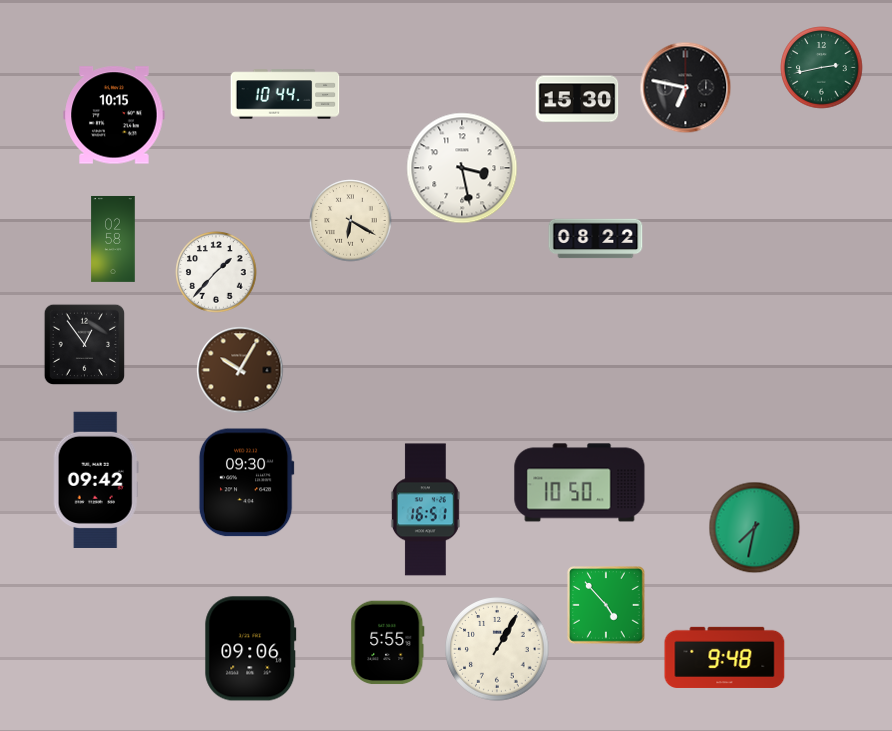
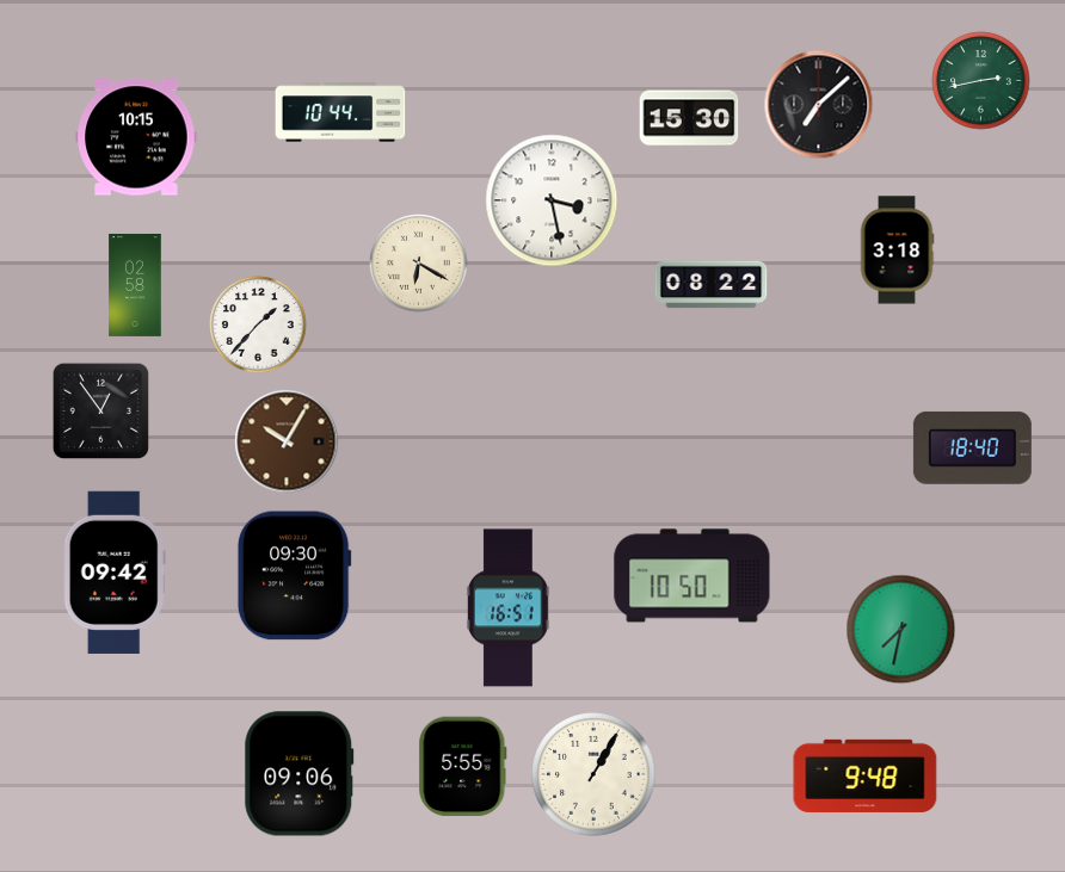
clock at (686, 88): 6:47 -> 7:08
clock at (897, 251): none -> 3:18
clock at (972, 447): none -> 18:40
clock at (607, 606): 4:53 -> none
clock at (725, 657) position: (725, 657) -> (866, 775)
